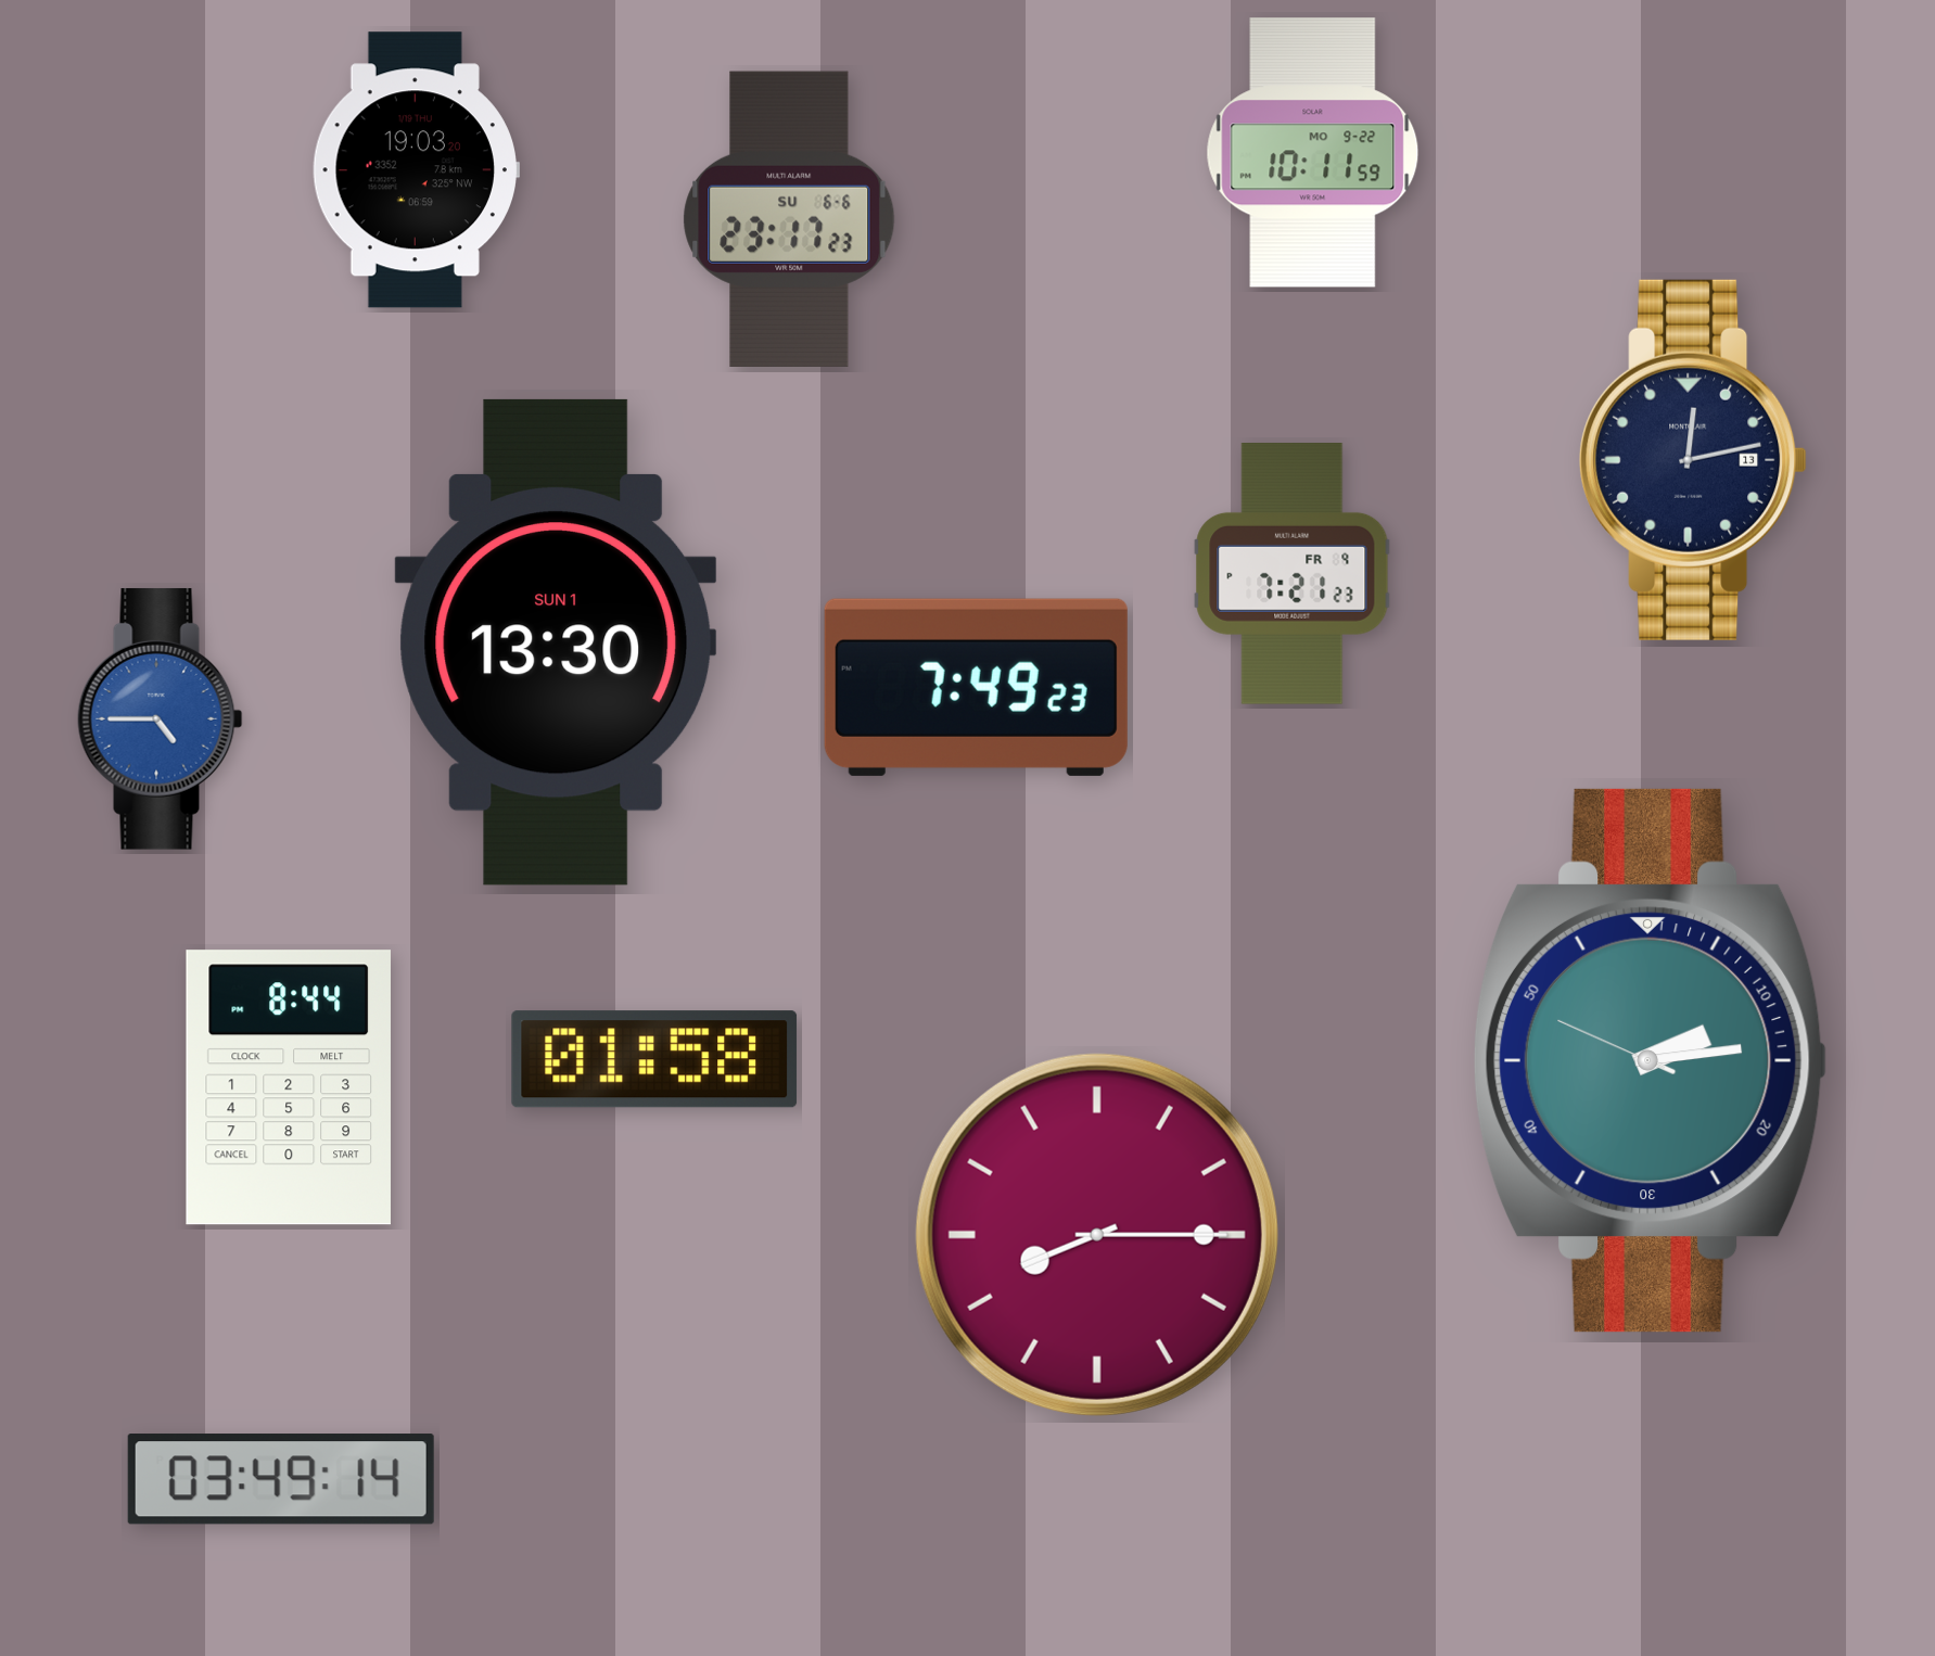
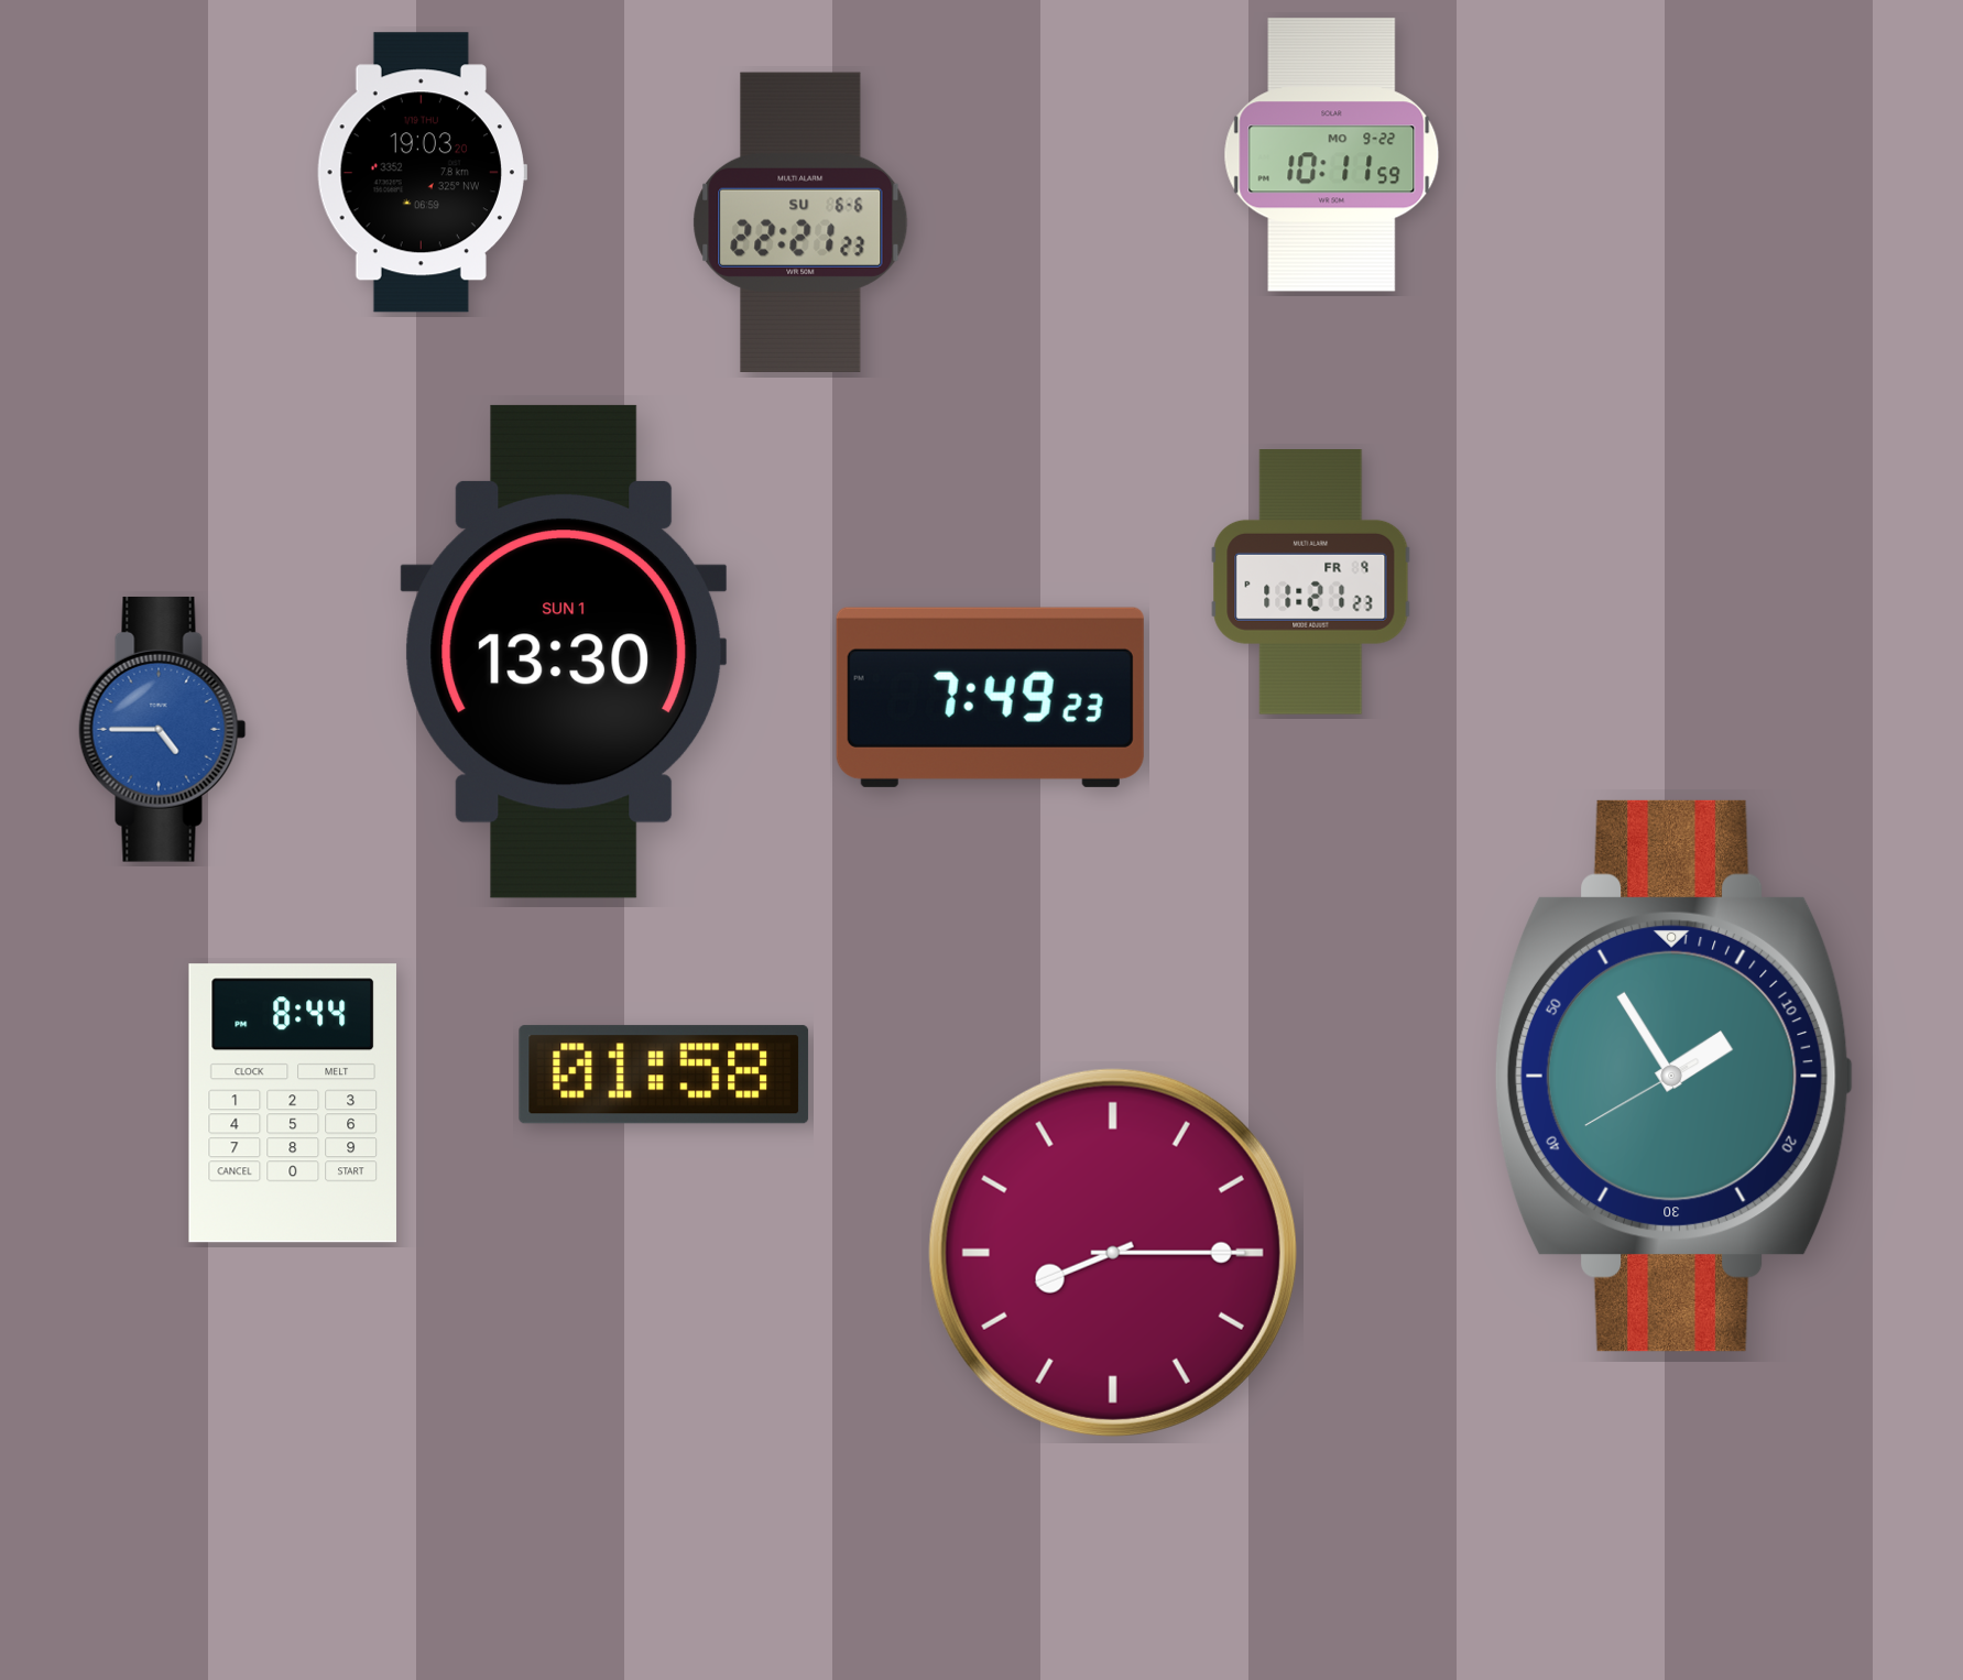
clock at (789, 219): 23:17 -> 22:21
clock at (1693, 460): 12:13 -> none
clock at (1293, 574): 7:21 -> 11:21
clock at (1650, 1060): 2:13 -> 1:54
clock at (281, 1479): 03:49 -> none
